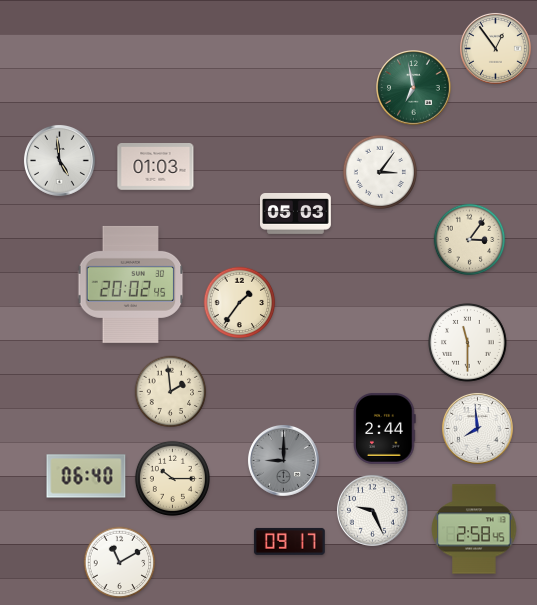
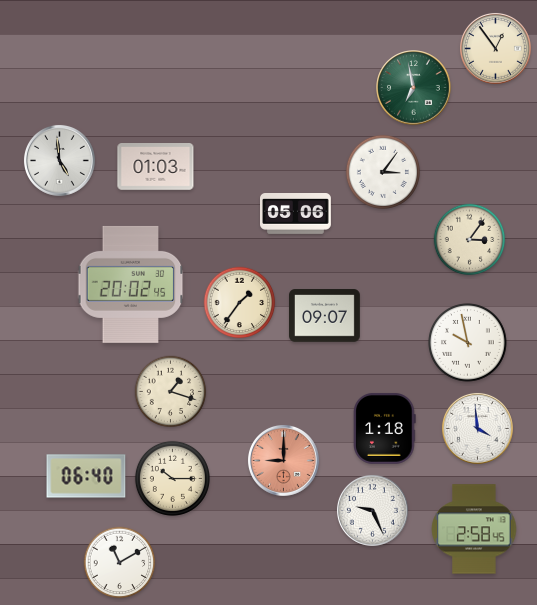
clock at (380, 172) position: (380, 172) -> (383, 172)
clock at (296, 214): 05:03 -> 05:06
clock at (325, 316): none -> 09:07
clock at (468, 343): 11:30 -> 9:58
clock at (171, 392): 1:59 -> 1:18
clock at (385, 428): 2:44 -> 1:18
clock at (478, 429): 7:59 -> 3:59
clock at (284, 461) dial: grey -> salmon
clock at (289, 541): 09:17 -> none
